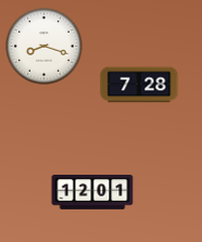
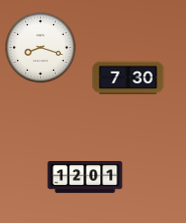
clock at (45, 47) position: (45, 47) -> (41, 48)
clock at (139, 85): 7:28 -> 7:30
